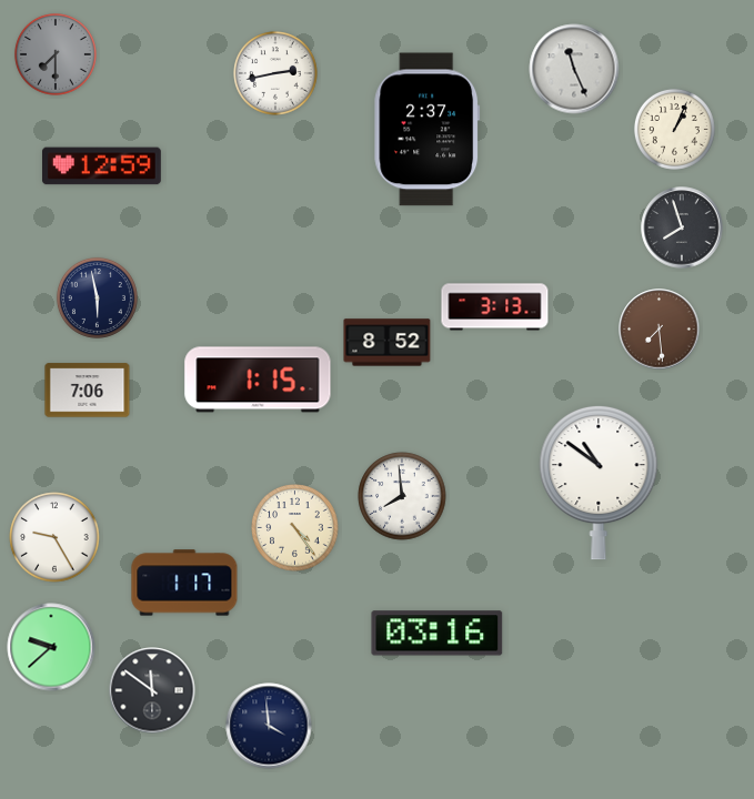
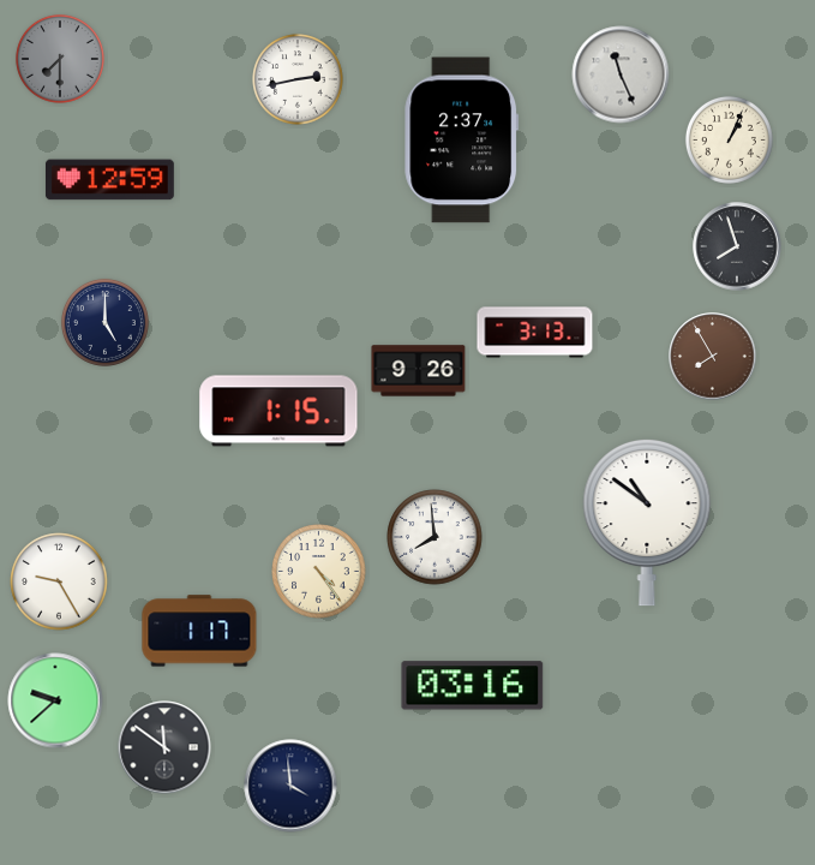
clock at (97, 297): 5:58 -> 5:00
clock at (660, 330): 7:29 -> 7:55
clock at (388, 343): 8:52 -> 9:26
clock at (88, 391): 7:06 -> none
